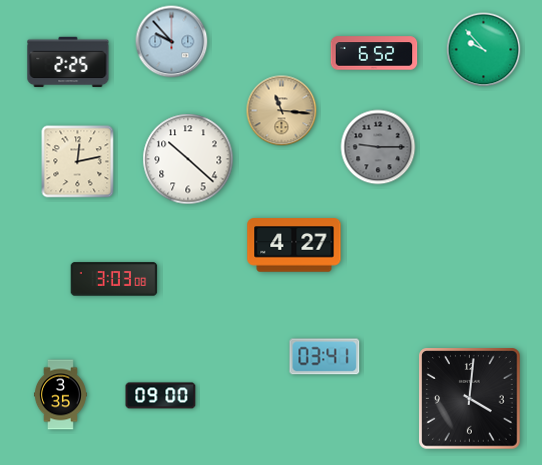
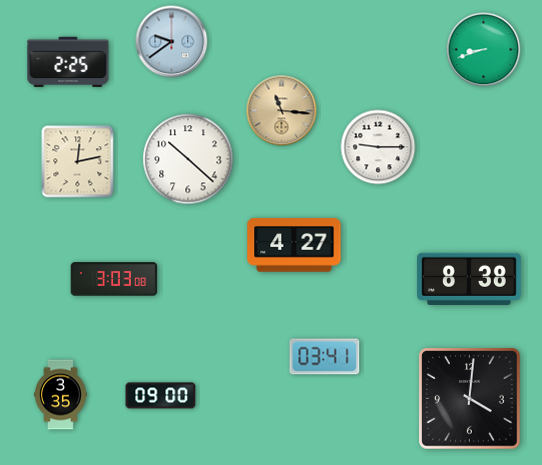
clock at (172, 42): 9:53 -> 9:39
clock at (484, 50): 9:53 -> 8:42
clock at (374, 53): 6:52 -> none
clock at (378, 147) dial: grey -> white
clock at (469, 279): none -> 8:38
